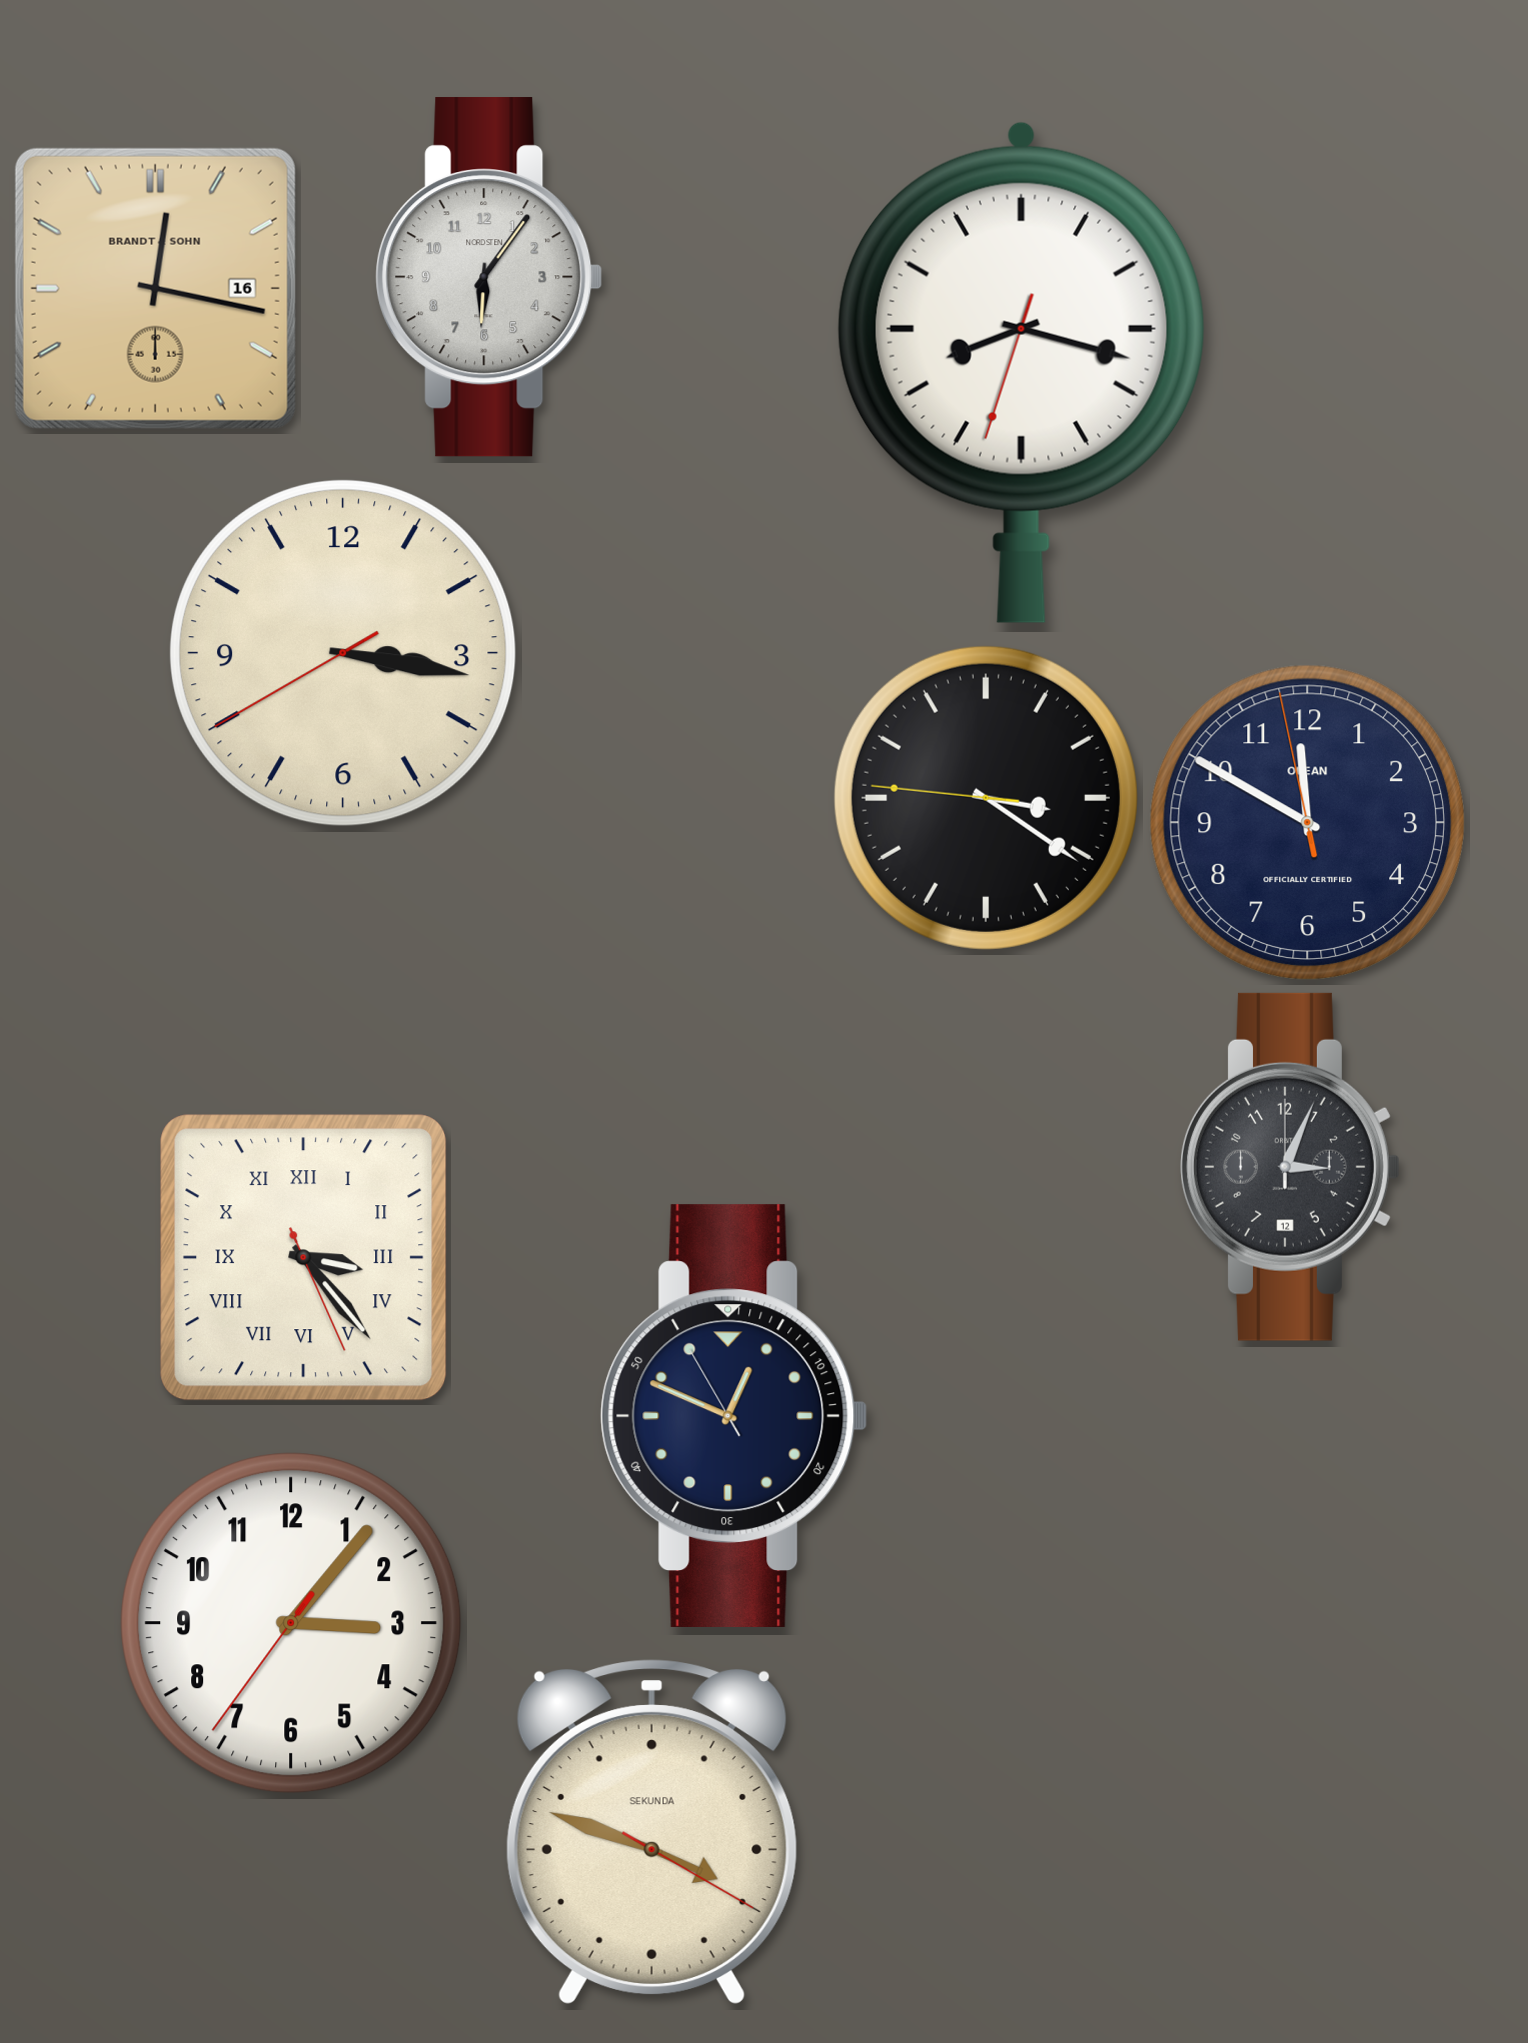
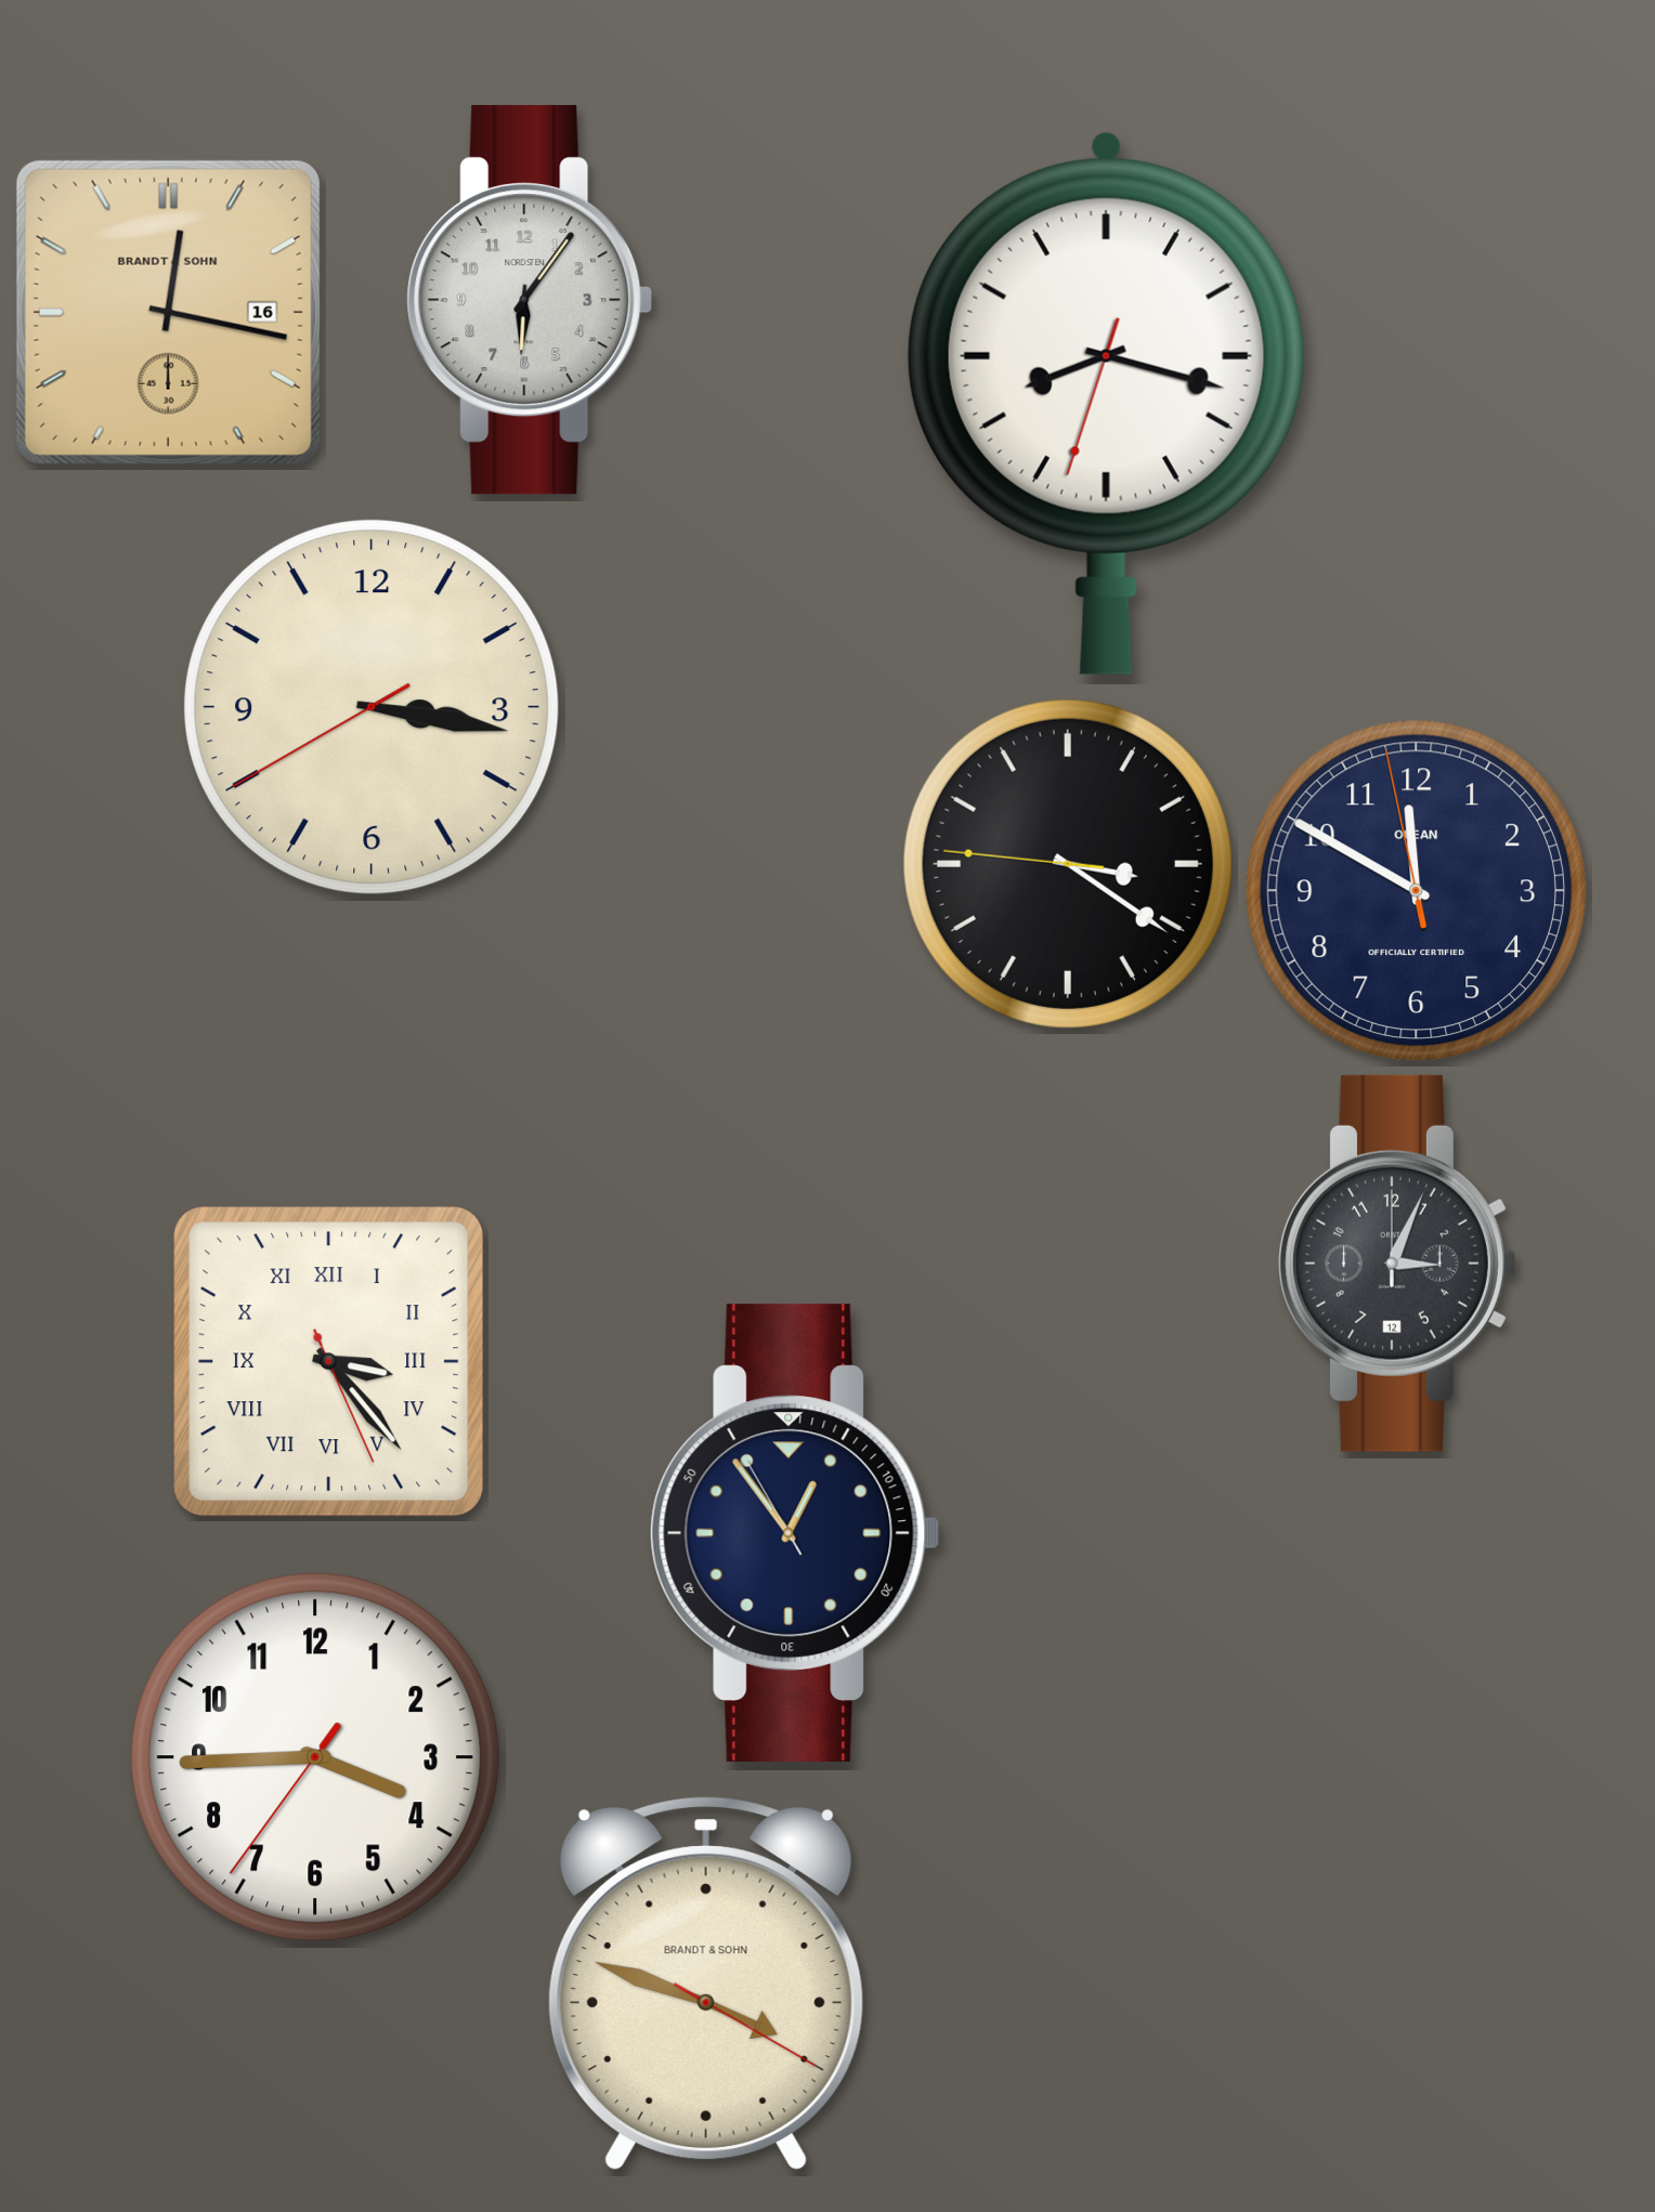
clock at (734, 1415): 12:48 -> 12:53
clock at (291, 1623): 3:06 -> 3:44
clock at (652, 1831) brand: SEKUNDA -> BRANDT & SOHN
